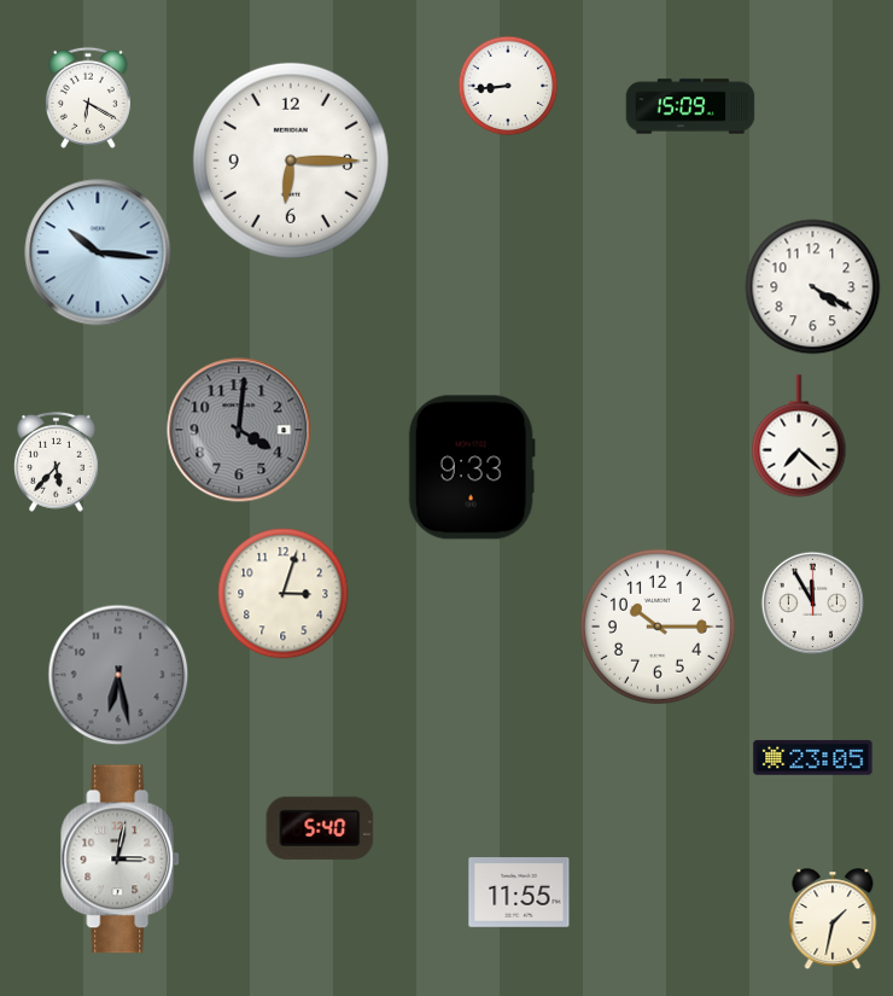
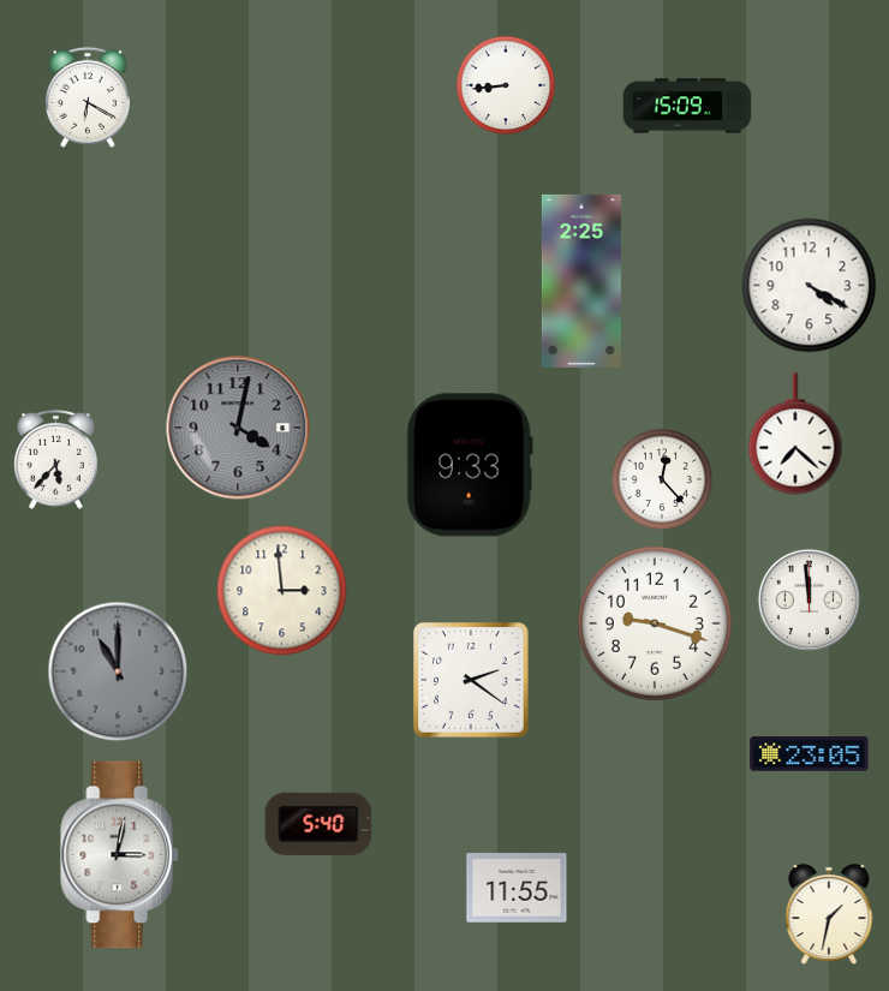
clock at (291, 161): 6:15 -> none
clock at (98, 252): 10:16 -> none
clock at (581, 281): none -> 2:25
clock at (239, 430): 4:01 -> 4:02
clock at (662, 479): none -> 12:23
clock at (284, 594): 3:03 -> 2:59
clock at (812, 602): 11:55 -> 11:59
clock at (658, 627): 10:15 -> 9:18
clock at (118, 675): 6:28 -> 11:00
clock at (471, 680): none -> 2:21
